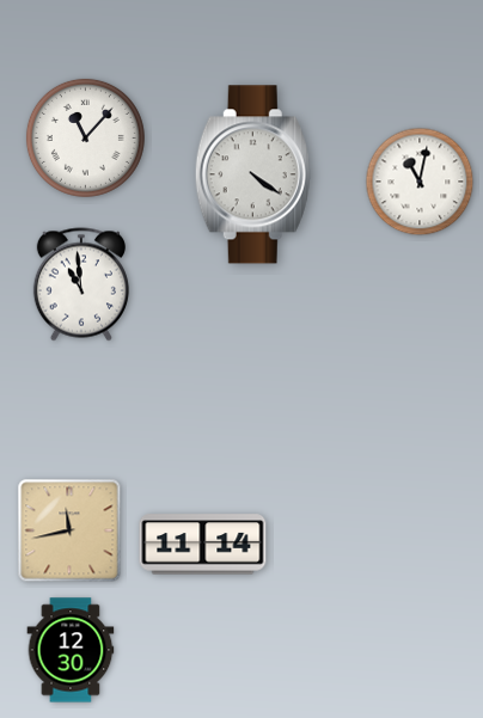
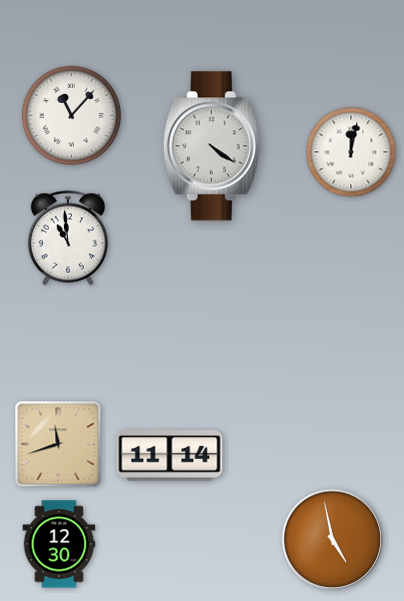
clock at (420, 182): 11:02 -> 12:02
clock at (69, 530): 11:43 -> 11:42
clock at (332, 539): none -> 4:58
